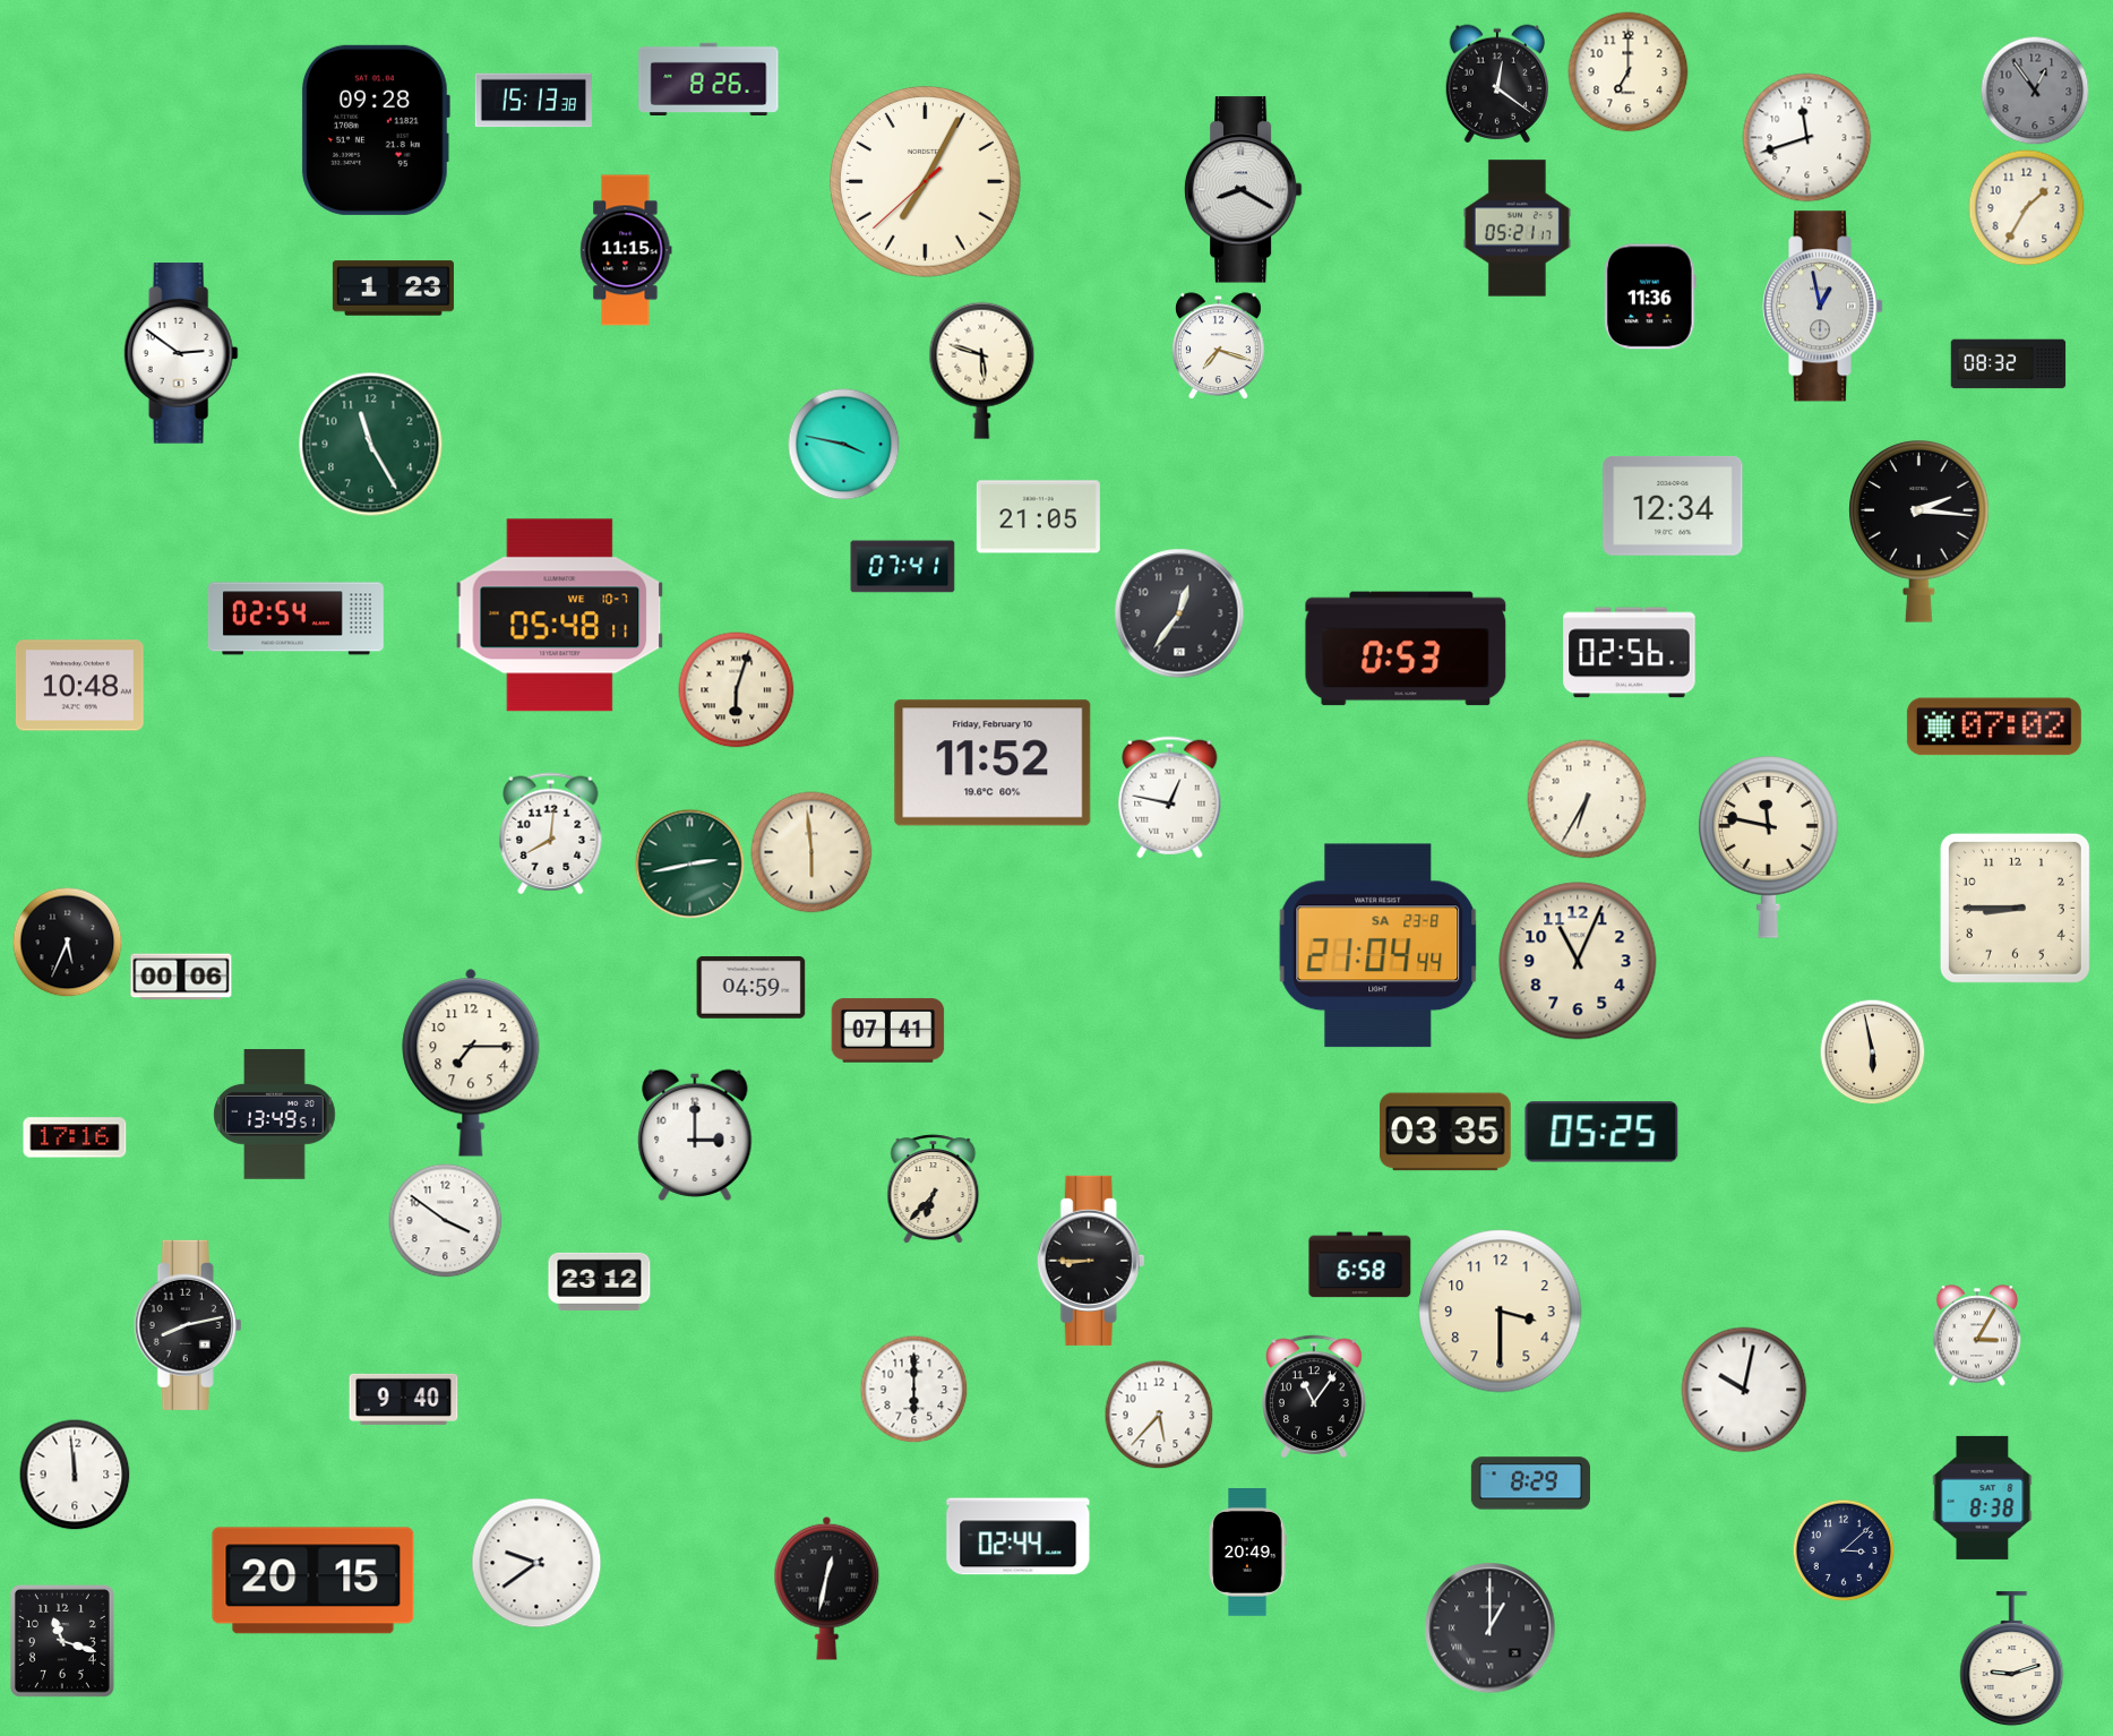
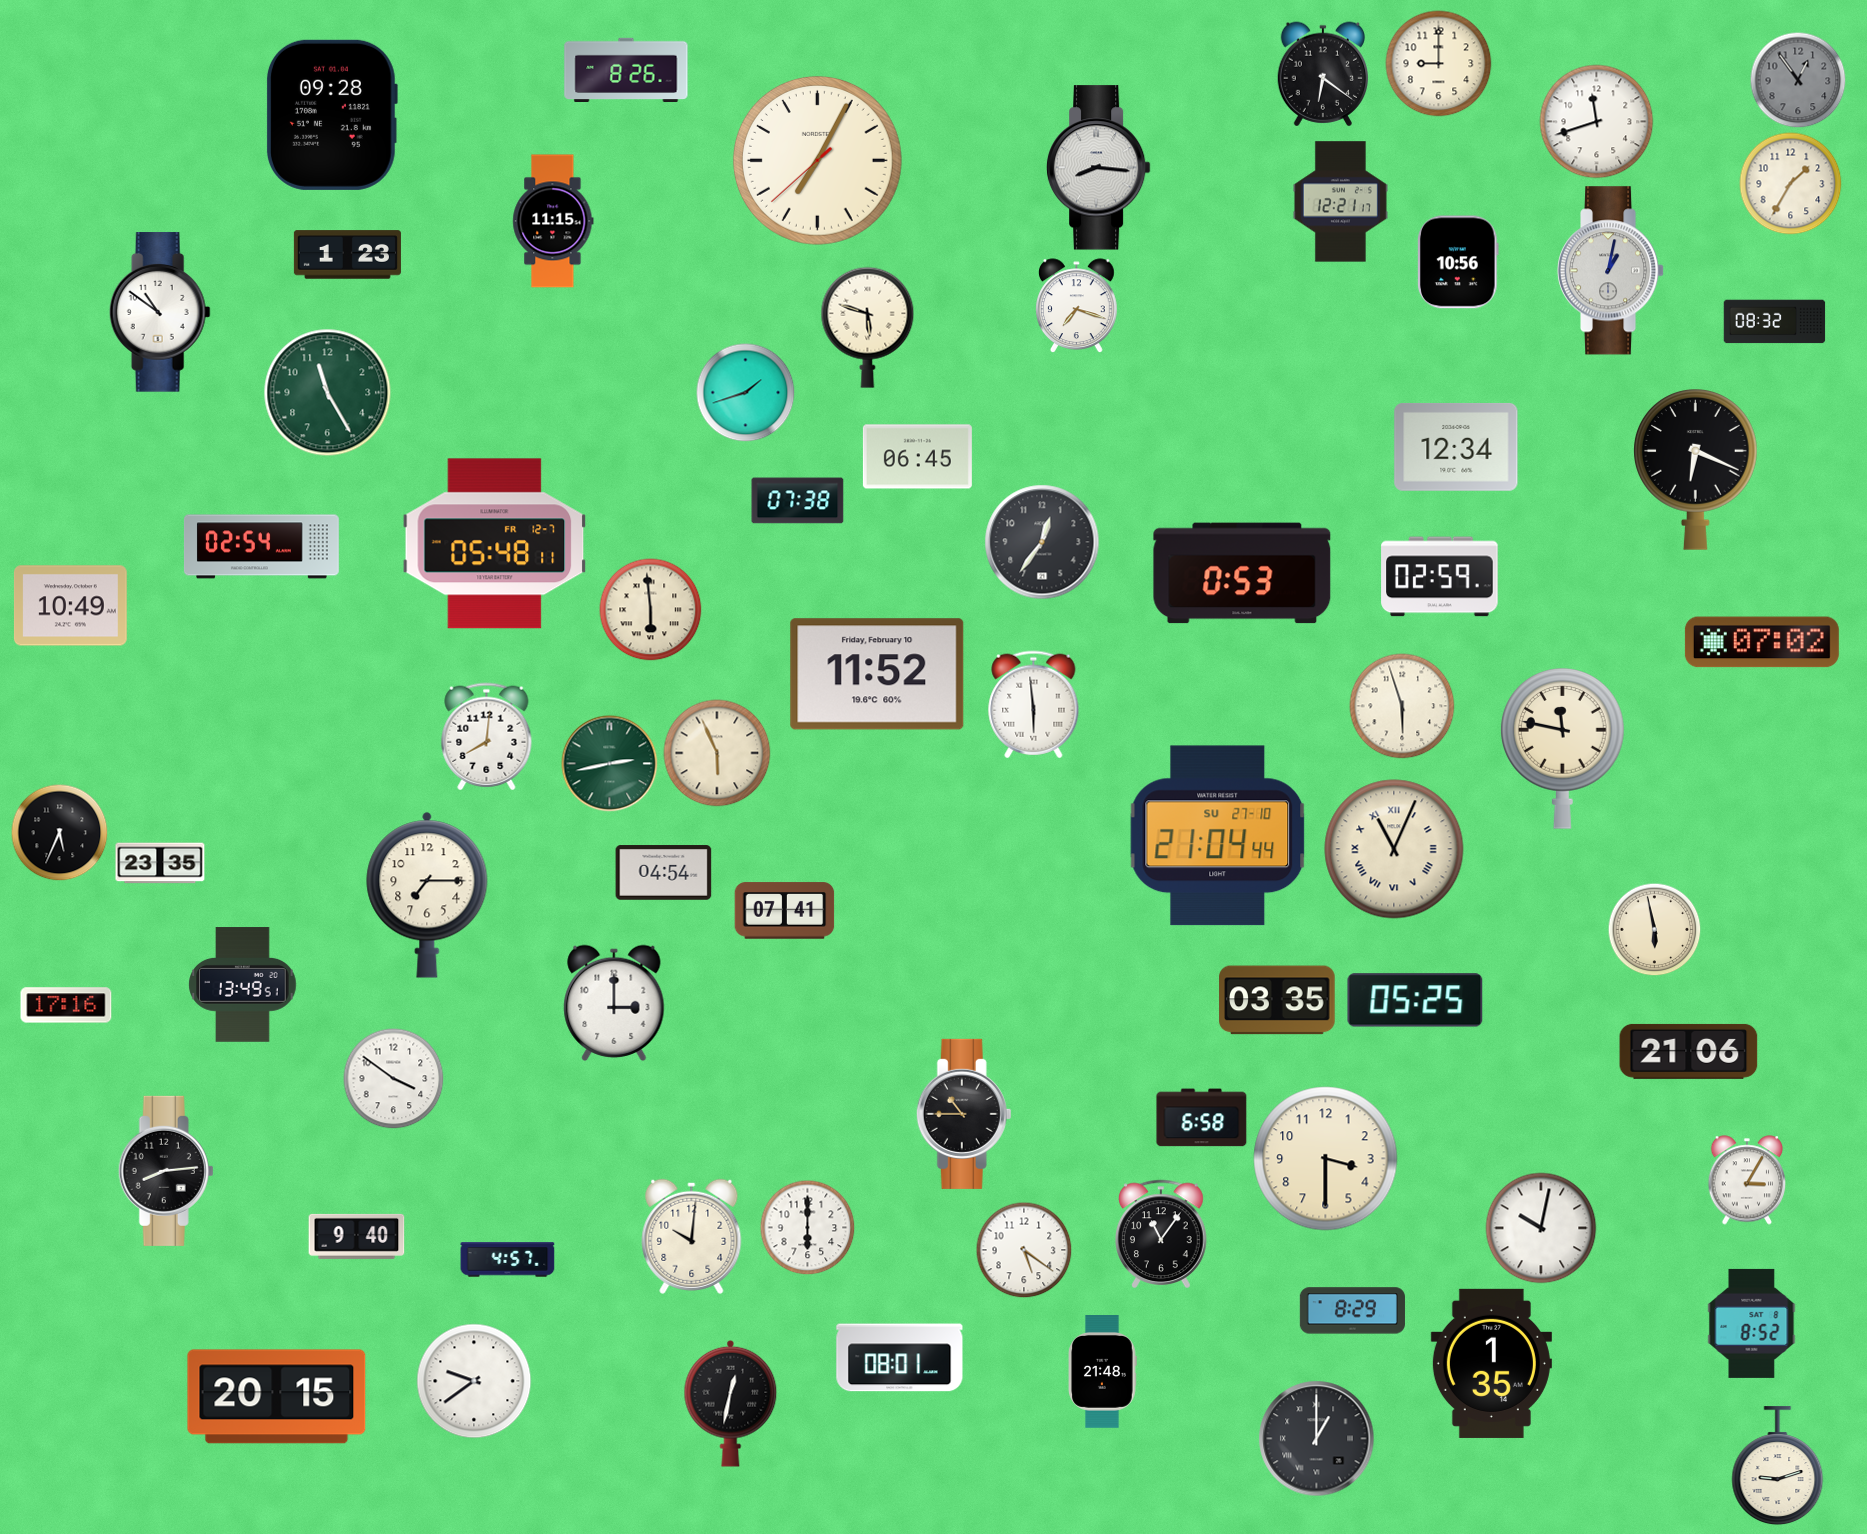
clock at (1629, 72): 7:00 -> 9:00
clock at (1496, 84): 12:21 -> 6:21
clock at (534, 101): 15:13 -> none
clock at (1243, 190): 8:20 -> 8:16
clock at (1517, 229): 05:21 -> 12:21
clock at (1650, 297): 11:36 -> 10:56
clock at (1823, 307): 12:58 -> 1:02
clock at (181, 353): 2:51 -> 10:51
clock at (844, 445): 3:47 -> 1:42
clock at (1673, 507) position: (1673, 507) -> (1456, 448)
clock at (1038, 517): 21:05 -> 06:45
clock at (1919, 532): 2:16 -> 6:19
clock at (903, 567): 07:41 -> 07:38
clock at (560, 616) date: WE 10-7 -> FR 12-7
clock at (1630, 653): 02:56 -> 02:59
clock at (79, 686): 10:48 -> 10:49
clock at (737, 690): 6:03 -> 5:59
clock at (1170, 798): 12:47 -> 5:59
clock at (1587, 799): 6:35 -> 5:57
clock at (811, 852): 5:59 -> 5:56
clock at (2015, 908): 8:45 -> none
clock at (1378, 946) date: SA 23-8 -> SU 27-10
clock at (1578, 961) numerals: Arabic -> Roman
clock at (181, 977): 00:06 -> 23:35
clock at (751, 988): 04:59 -> 04:54
clock at (471, 1063) position: (471, 1063) -> (427, 895)
clock at (934, 1189): 6:37 -> none
clock at (1689, 1051): none -> 21:06
clock at (1091, 1261): 8:45 -> 10:45
clock at (600, 1281): 23:12 -> none
clock at (188, 1325): 8:13 -> 8:14
clock at (692, 1236): none -> 10:01
clock at (1159, 1415): 5:37 -> 5:21
clock at (508, 1260): none -> 4:57
clock at (75, 1475): 11:59 -> none
clock at (1983, 1497): 8:38 -> 8:52
clock at (1019, 1537): 02:44 -> 08:01
clock at (1491, 1363): none -> 1:35
clock at (1844, 1550): 3:08 -> none
clock at (1247, 1553): 20:49 -> 21:48
clock at (62, 1641): 11:18 -> none
